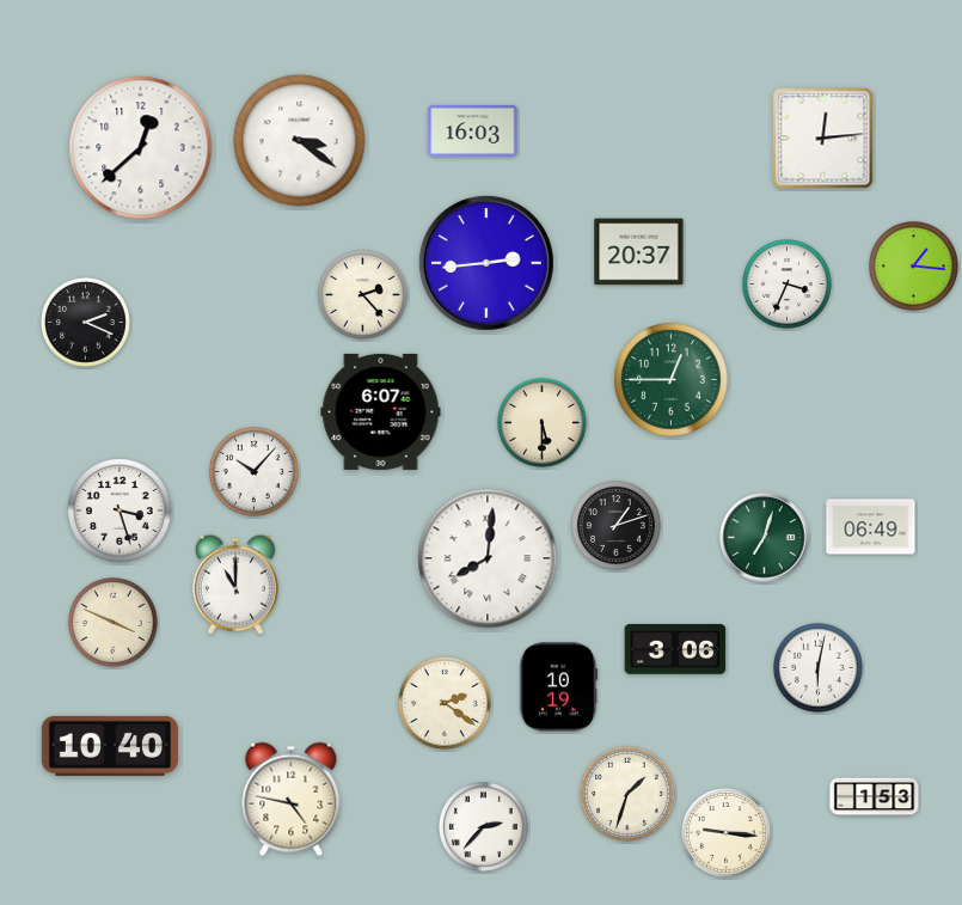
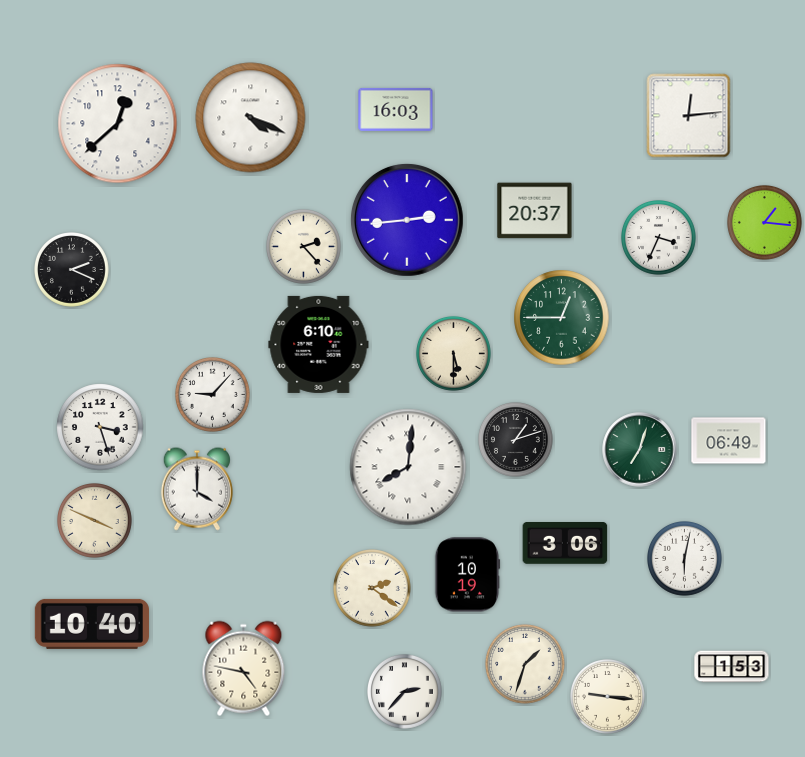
clock at (300, 141): 3:21 -> 4:19
clock at (381, 411): 6:07 -> 6:10
clock at (255, 472): 10:07 -> 9:07
clock at (235, 585): 11:00 -> 4:00
